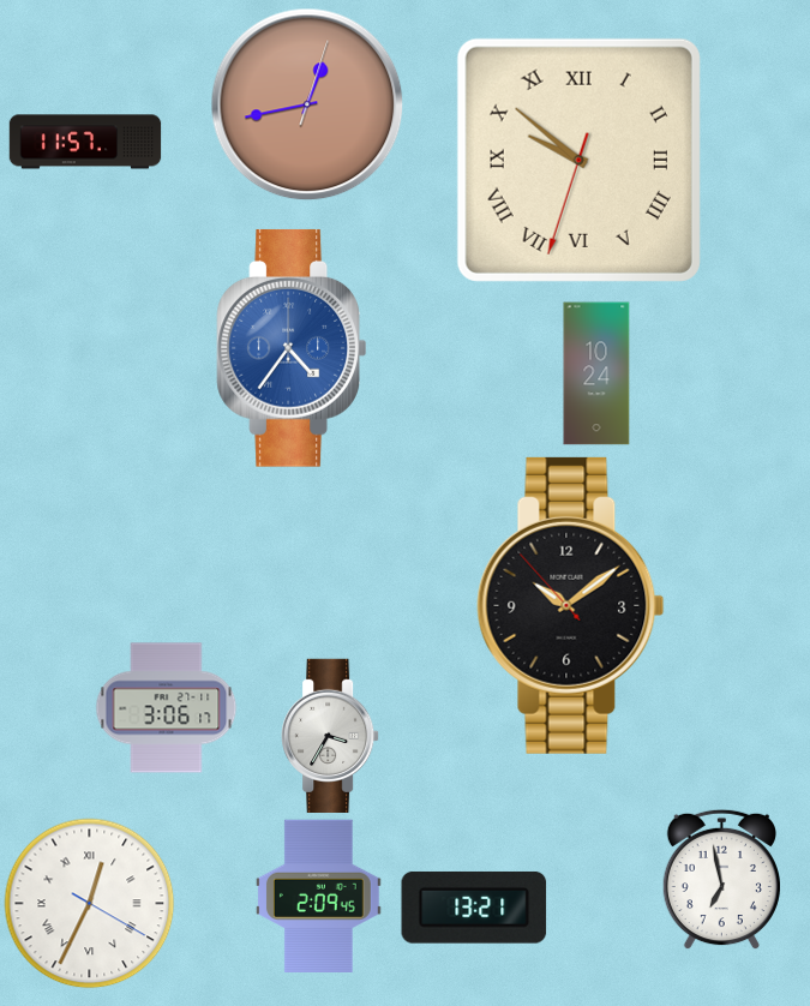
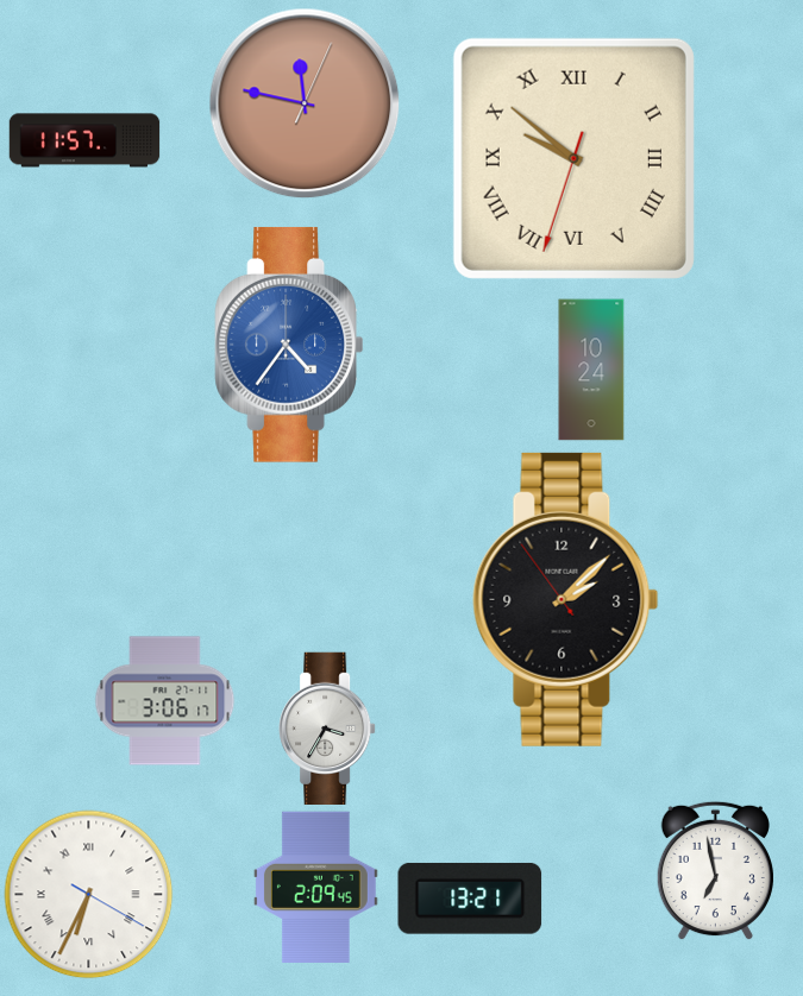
clock at (307, 104): 12:43 -> 11:47
clock at (571, 605): 10:08 -> 2:07
clock at (90, 904): 12:34 -> 6:34
